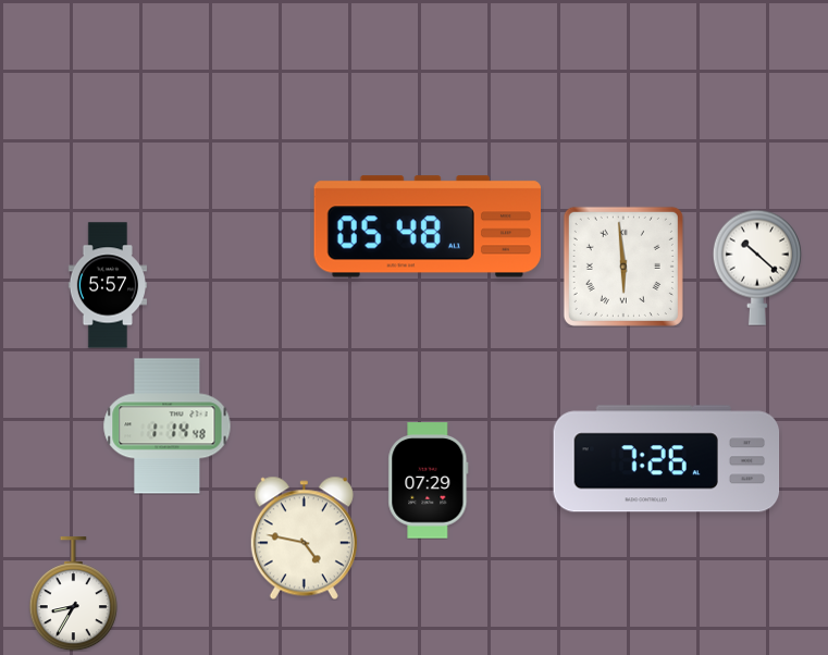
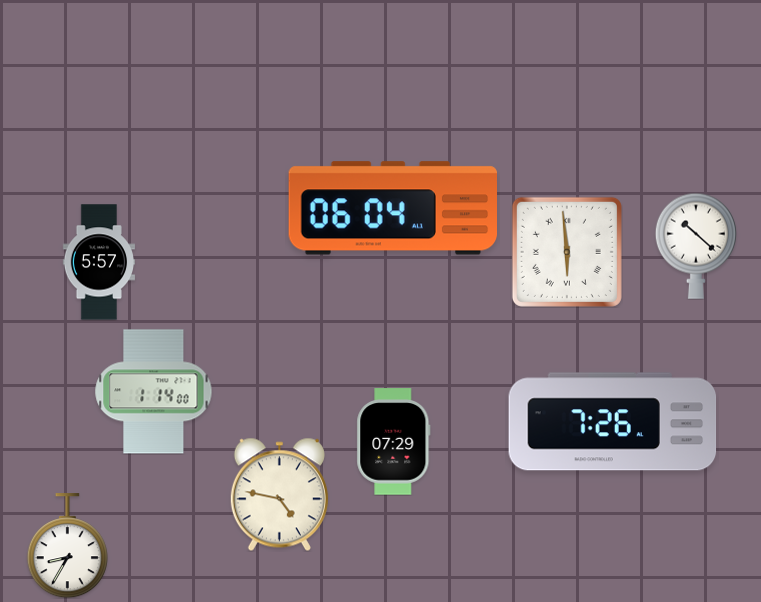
clock at (427, 226): 05:48 -> 06:04
clock at (623, 267) position: (623, 267) -> (567, 252)
clock at (168, 427): 1:14:48 -> 1:14:00
